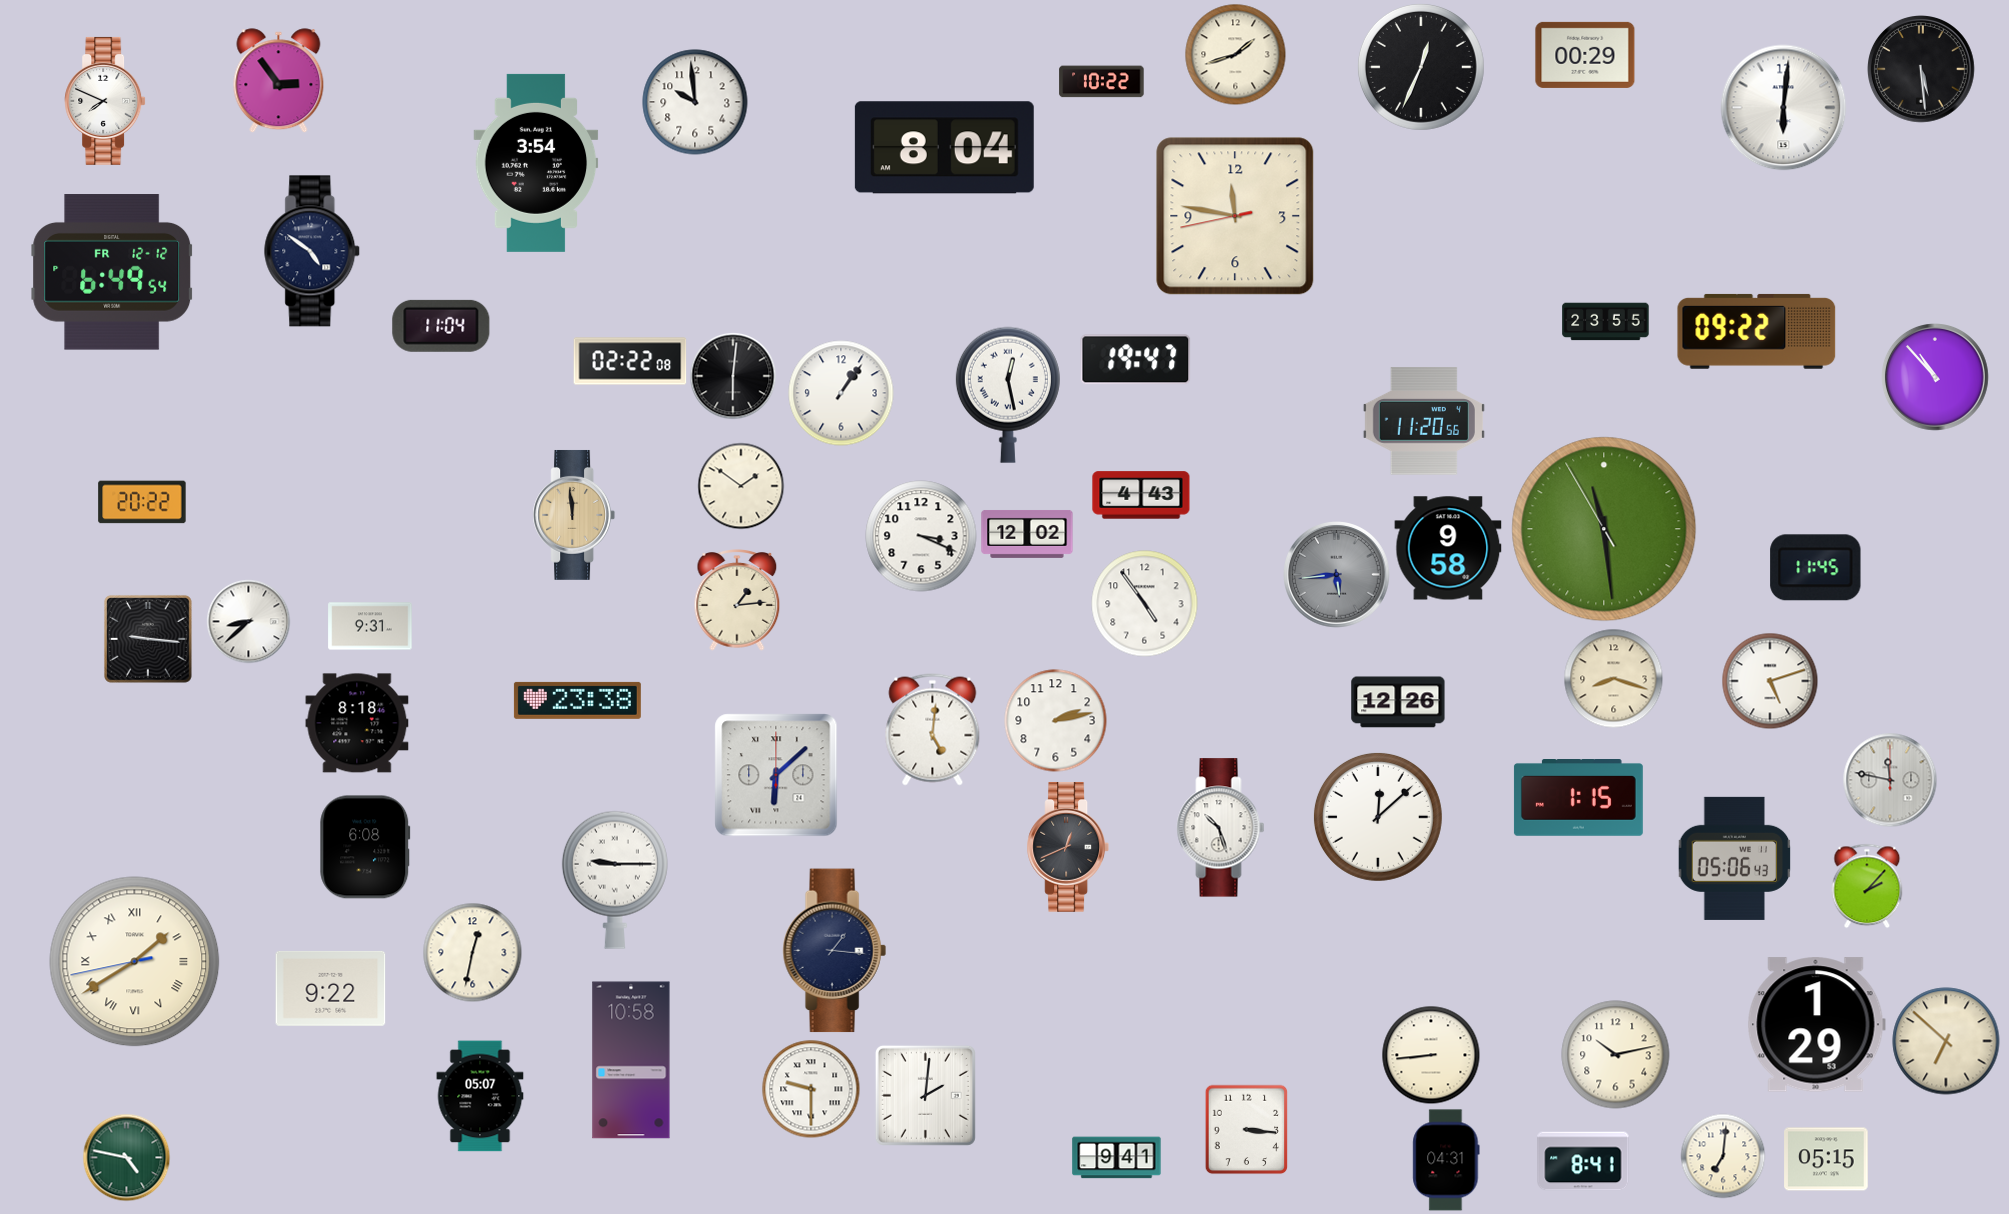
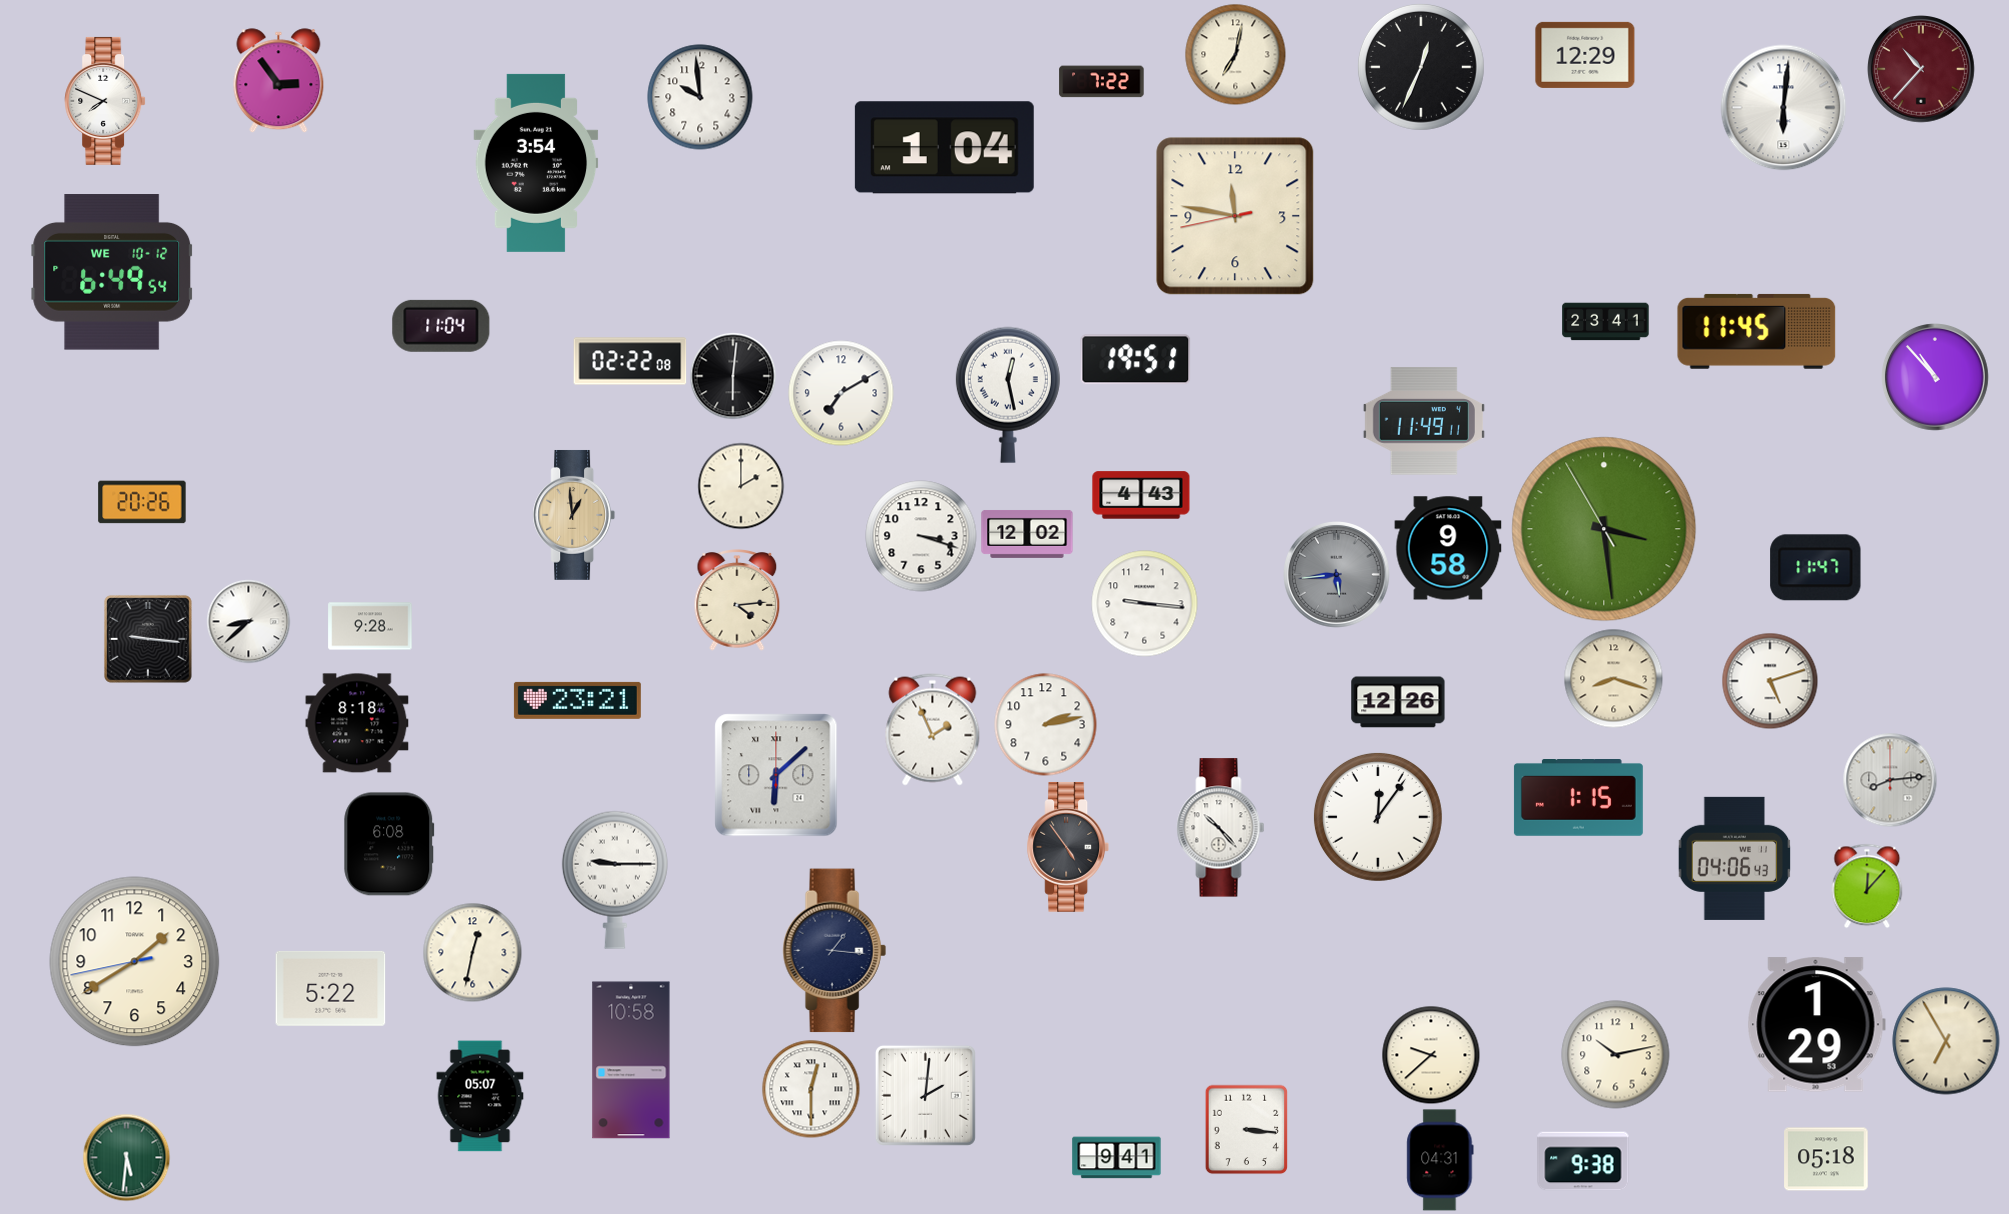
clock at (1236, 55): 1:42 -> 7:02
clock at (1585, 55): 00:29 -> 12:29
clock at (1922, 70): 5:29 -> 10:37
clock at (1922, 70) dial: black -> burgundy
clock at (1102, 82): 10:22 -> 7:22
clock at (695, 102) position: (695, 102) -> (700, 97)
clock at (944, 148): 8:04 -> 1:04
clock at (313, 251): 4:51 -> none
clock at (112, 272) date: FR 12-12 -> WE 10-12
clock at (1606, 322): 23:55 -> 23:41
clock at (1757, 331): 09:22 -> 11:45
clock at (1136, 360): 19:47 -> 19:51
clock at (841, 393): 1:06 -> 7:10
clock at (1424, 421): 11:20 -> 11:49
clock at (741, 486): 1:51 -> 2:00
clock at (142, 502): 20:22 -> 20:26
clock at (574, 515): 11:59 -> 12:59
clock at (1604, 529): 11:28 -> 3:28
clock at (921, 536): 3:19 -> 3:18
clock at (1816, 568): 11:45 -> 11:47
clock at (737, 600): 1:14 -> 4:14
clock at (1145, 604): 4:54 -> 9:16
clock at (370, 626): 9:31 -> 9:28
clock at (577, 700): 23:38 -> 23:21
clock at (1056, 721) position: (1056, 721) -> (1046, 725)
clock at (933, 730): 5:01 -> 1:56
clock at (1890, 780): 11:47 -> 8:14
clock at (1378, 817): 12:08 -> 12:06
clock at (1221, 828): 10:27 -> 10:23
clock at (365, 847) position: (365, 847) -> (389, 844)
clock at (1068, 847): 12:41 -> 4:54
clock at (1735, 858): 05:06 -> 04:06
clock at (1867, 886): 2:07 -> 12:07
clock at (135, 962) numerals: Roman -> Arabic
clock at (331, 988): 9:22 -> 5:22
clock at (1946, 1041): 6:52 -> 6:55
clock at (1431, 1055): 8:44 -> 9:38
clock at (811, 1089): 9:30 -> 12:30
clock at (1723, 1156): 7:01 -> none
clock at (126, 1157): 4:47 -> 5:31
clock at (1826, 1159): 05:15 -> 05:18
clock at (1446, 1160) position: (1446, 1160) -> (1440, 1160)
clock at (1583, 1161): 8:41 -> 9:38
